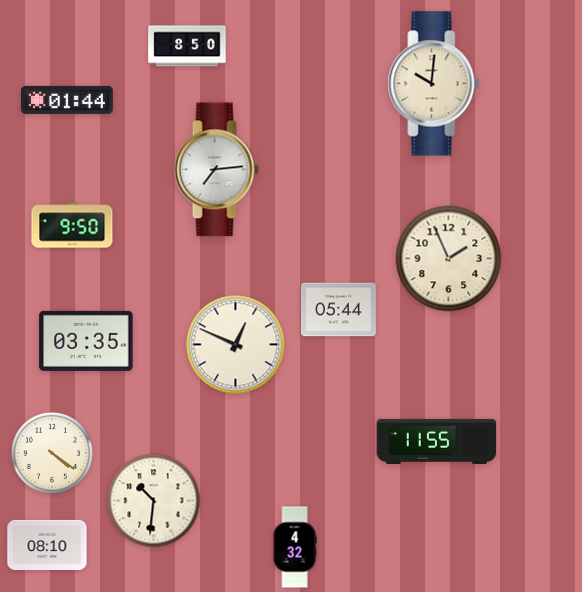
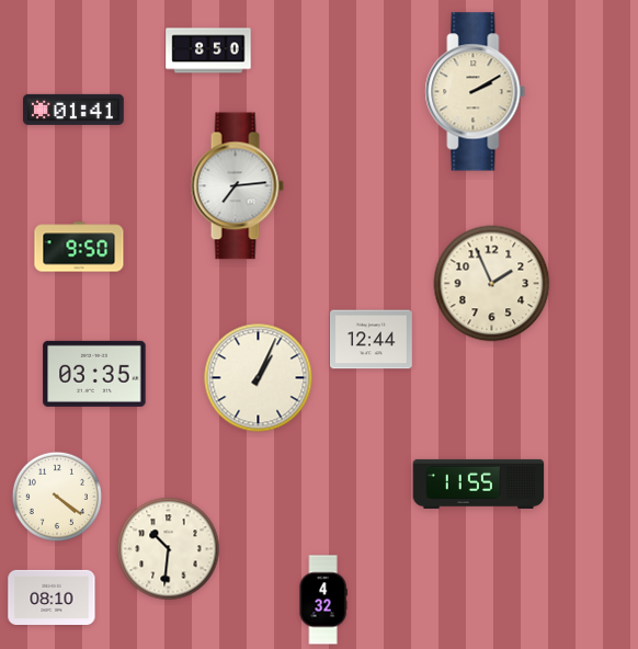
clock at (187, 46) position: (187, 46) -> (208, 50)
clock at (434, 84): 10:01 -> 2:10
clock at (68, 100): 01:44 -> 01:41
clock at (339, 310): 05:44 -> 12:44
clock at (236, 345): 12:49 -> 1:04
